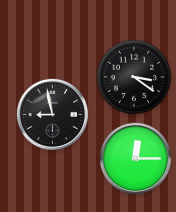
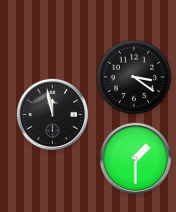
clock at (52, 114): 8:58 -> 11:58
clock at (135, 158): 12:15 -> 1:30
